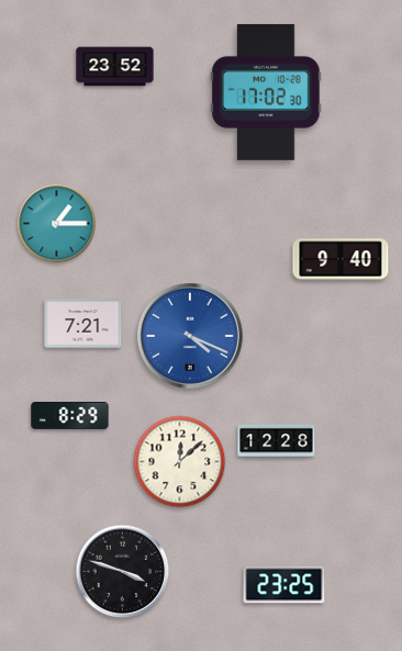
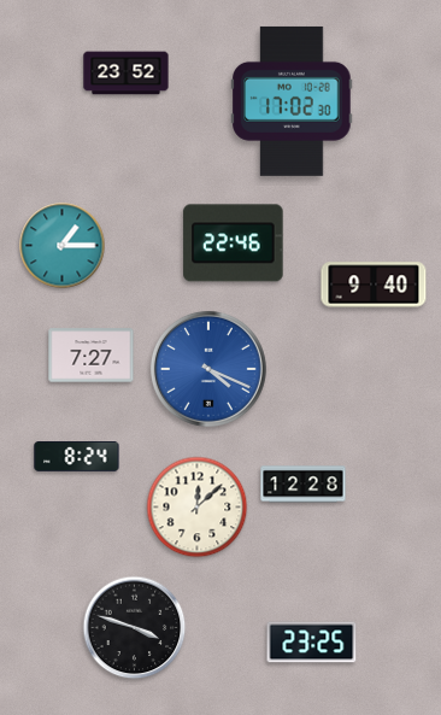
clock at (234, 244): none -> 22:46
clock at (83, 324): 7:21 -> 7:27
clock at (70, 416): 8:29 -> 8:24
